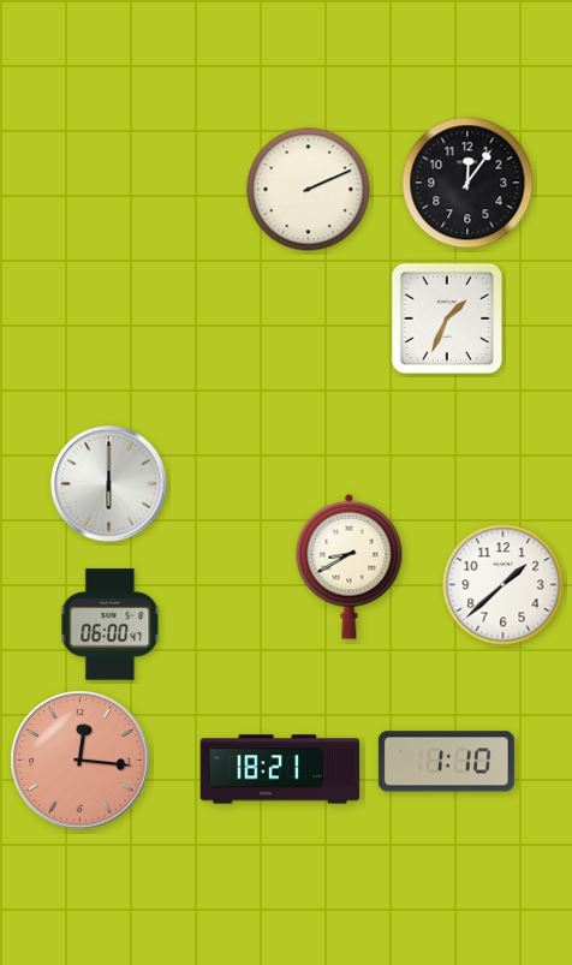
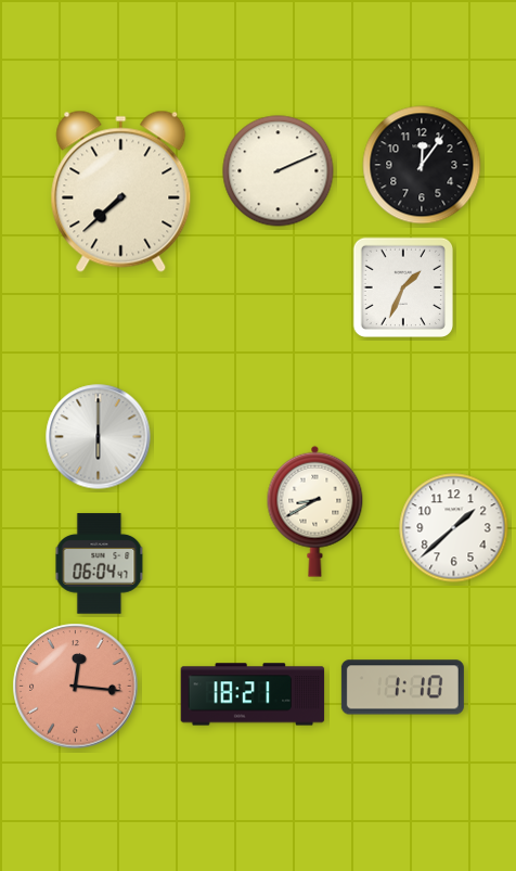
clock at (121, 191): none -> 7:38
clock at (111, 625): 06:00 -> 06:04
clock at (81, 761) position: (81, 761) -> (76, 687)
